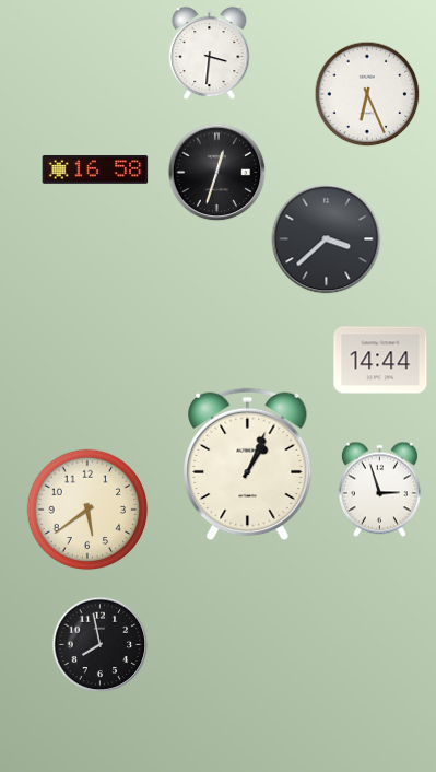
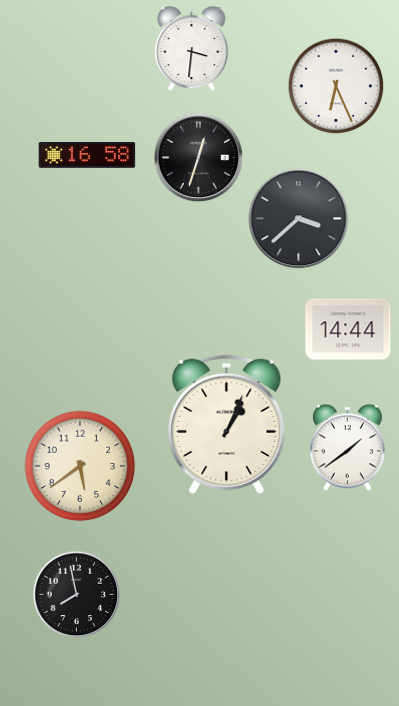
clock at (379, 490): 2:57 -> 1:39
clock at (101, 645) position: (101, 645) -> (77, 595)
